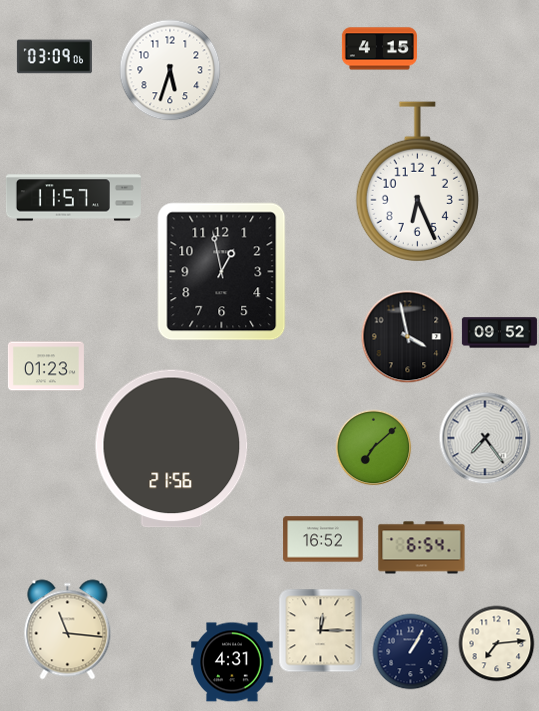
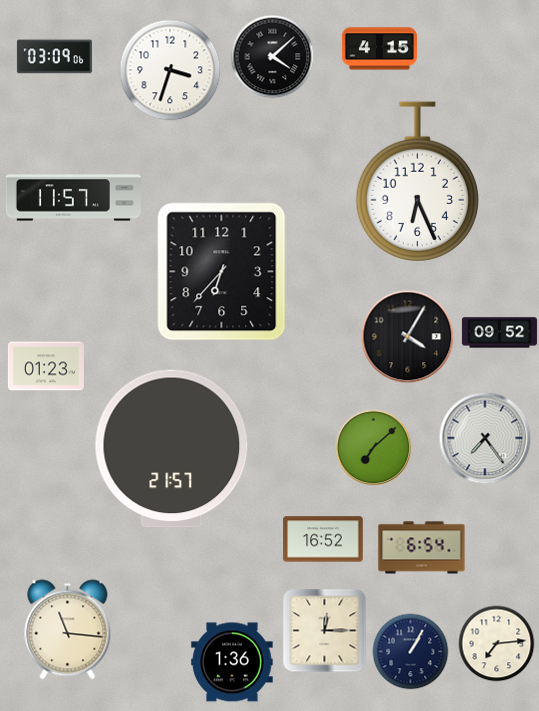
clock at (273, 57): none -> 4:08
clock at (170, 70): 5:33 -> 3:33
clock at (222, 272): 12:58 -> 6:37
clock at (408, 337): 3:58 -> 4:05
clock at (172, 449): 21:56 -> 21:57
clock at (321, 631) position: (321, 631) -> (325, 631)
clock at (232, 662): 4:31 -> 1:36
